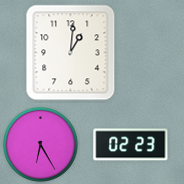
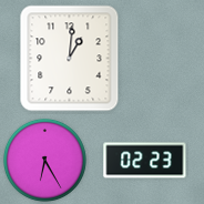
clock at (71, 53) position: (71, 53) -> (70, 59)
